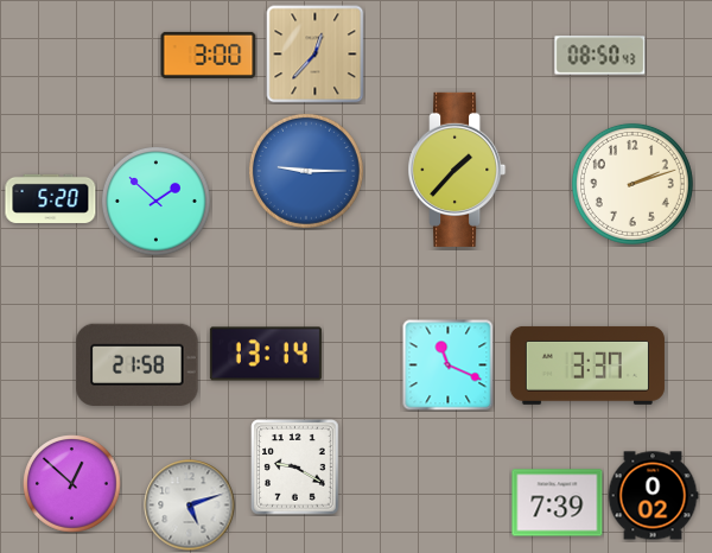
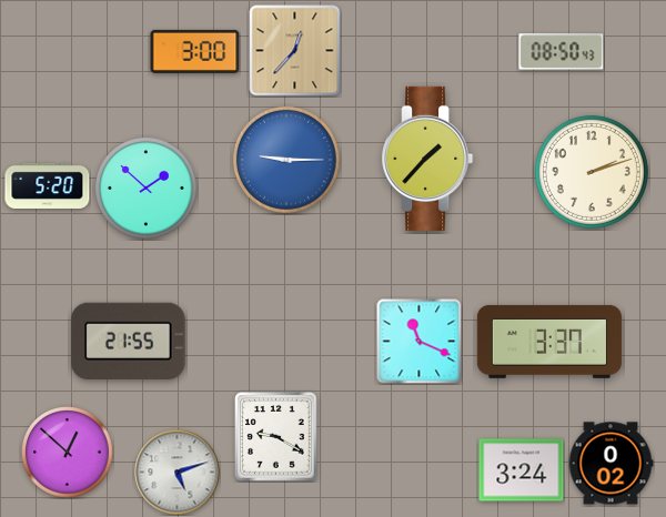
clock at (266, 354): 13:14 -> none
clock at (138, 364): 21:58 -> 21:55
clock at (558, 503): 7:39 -> 3:24
